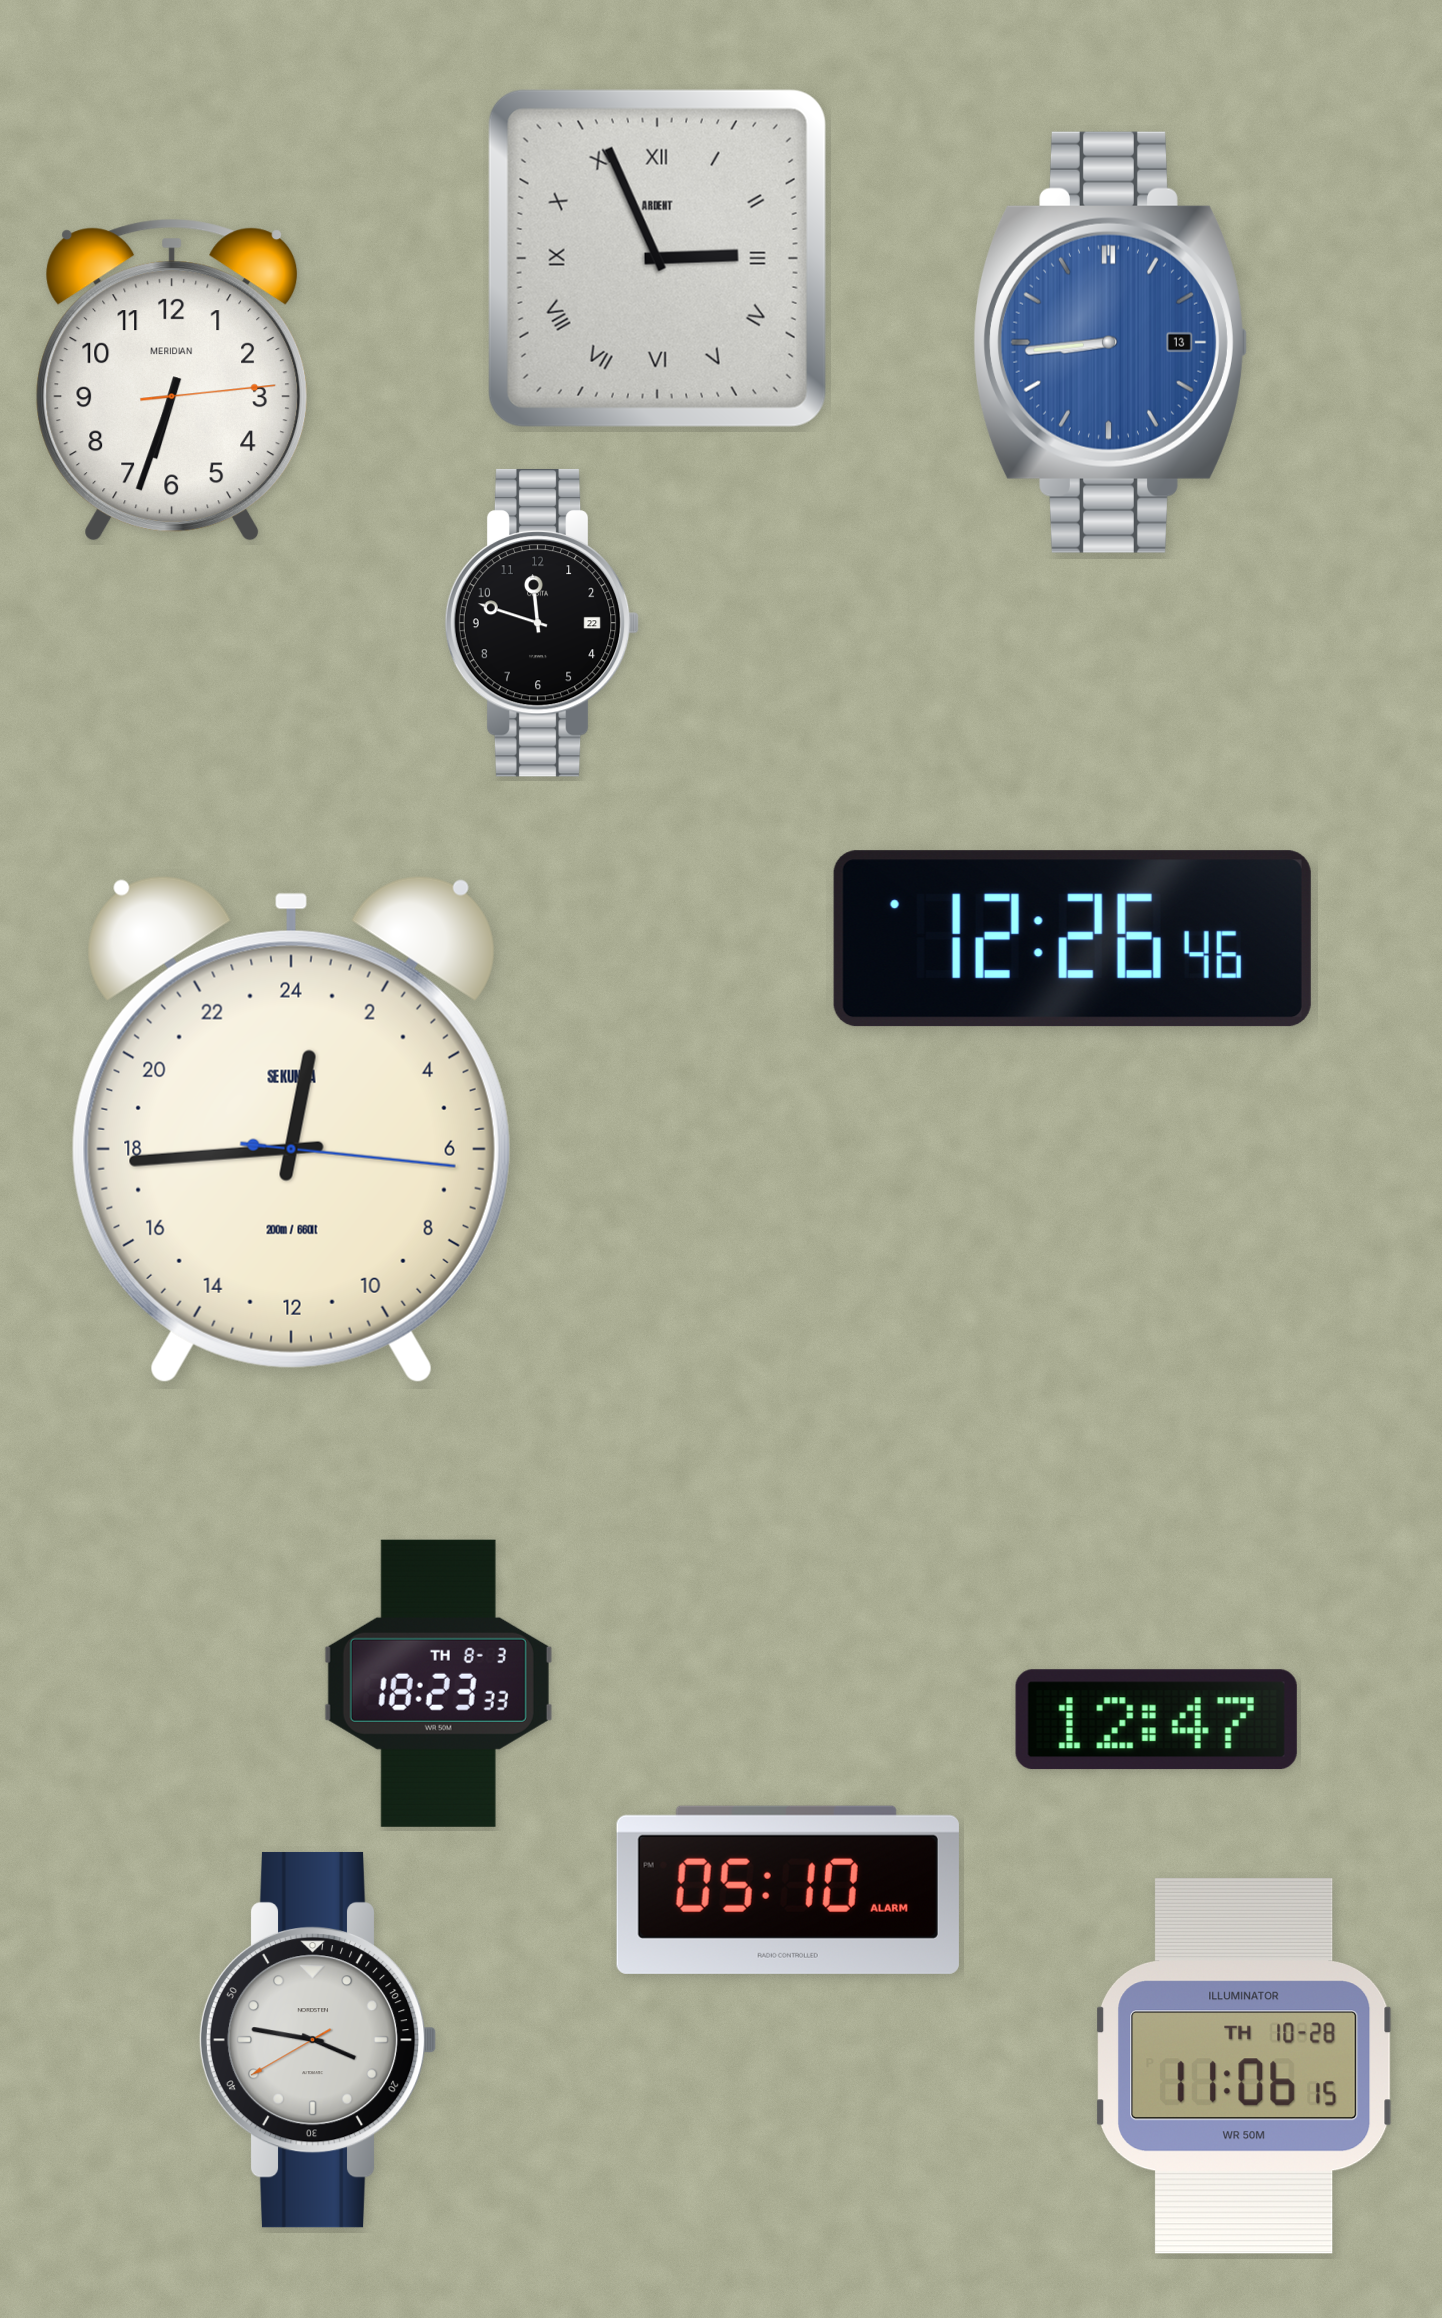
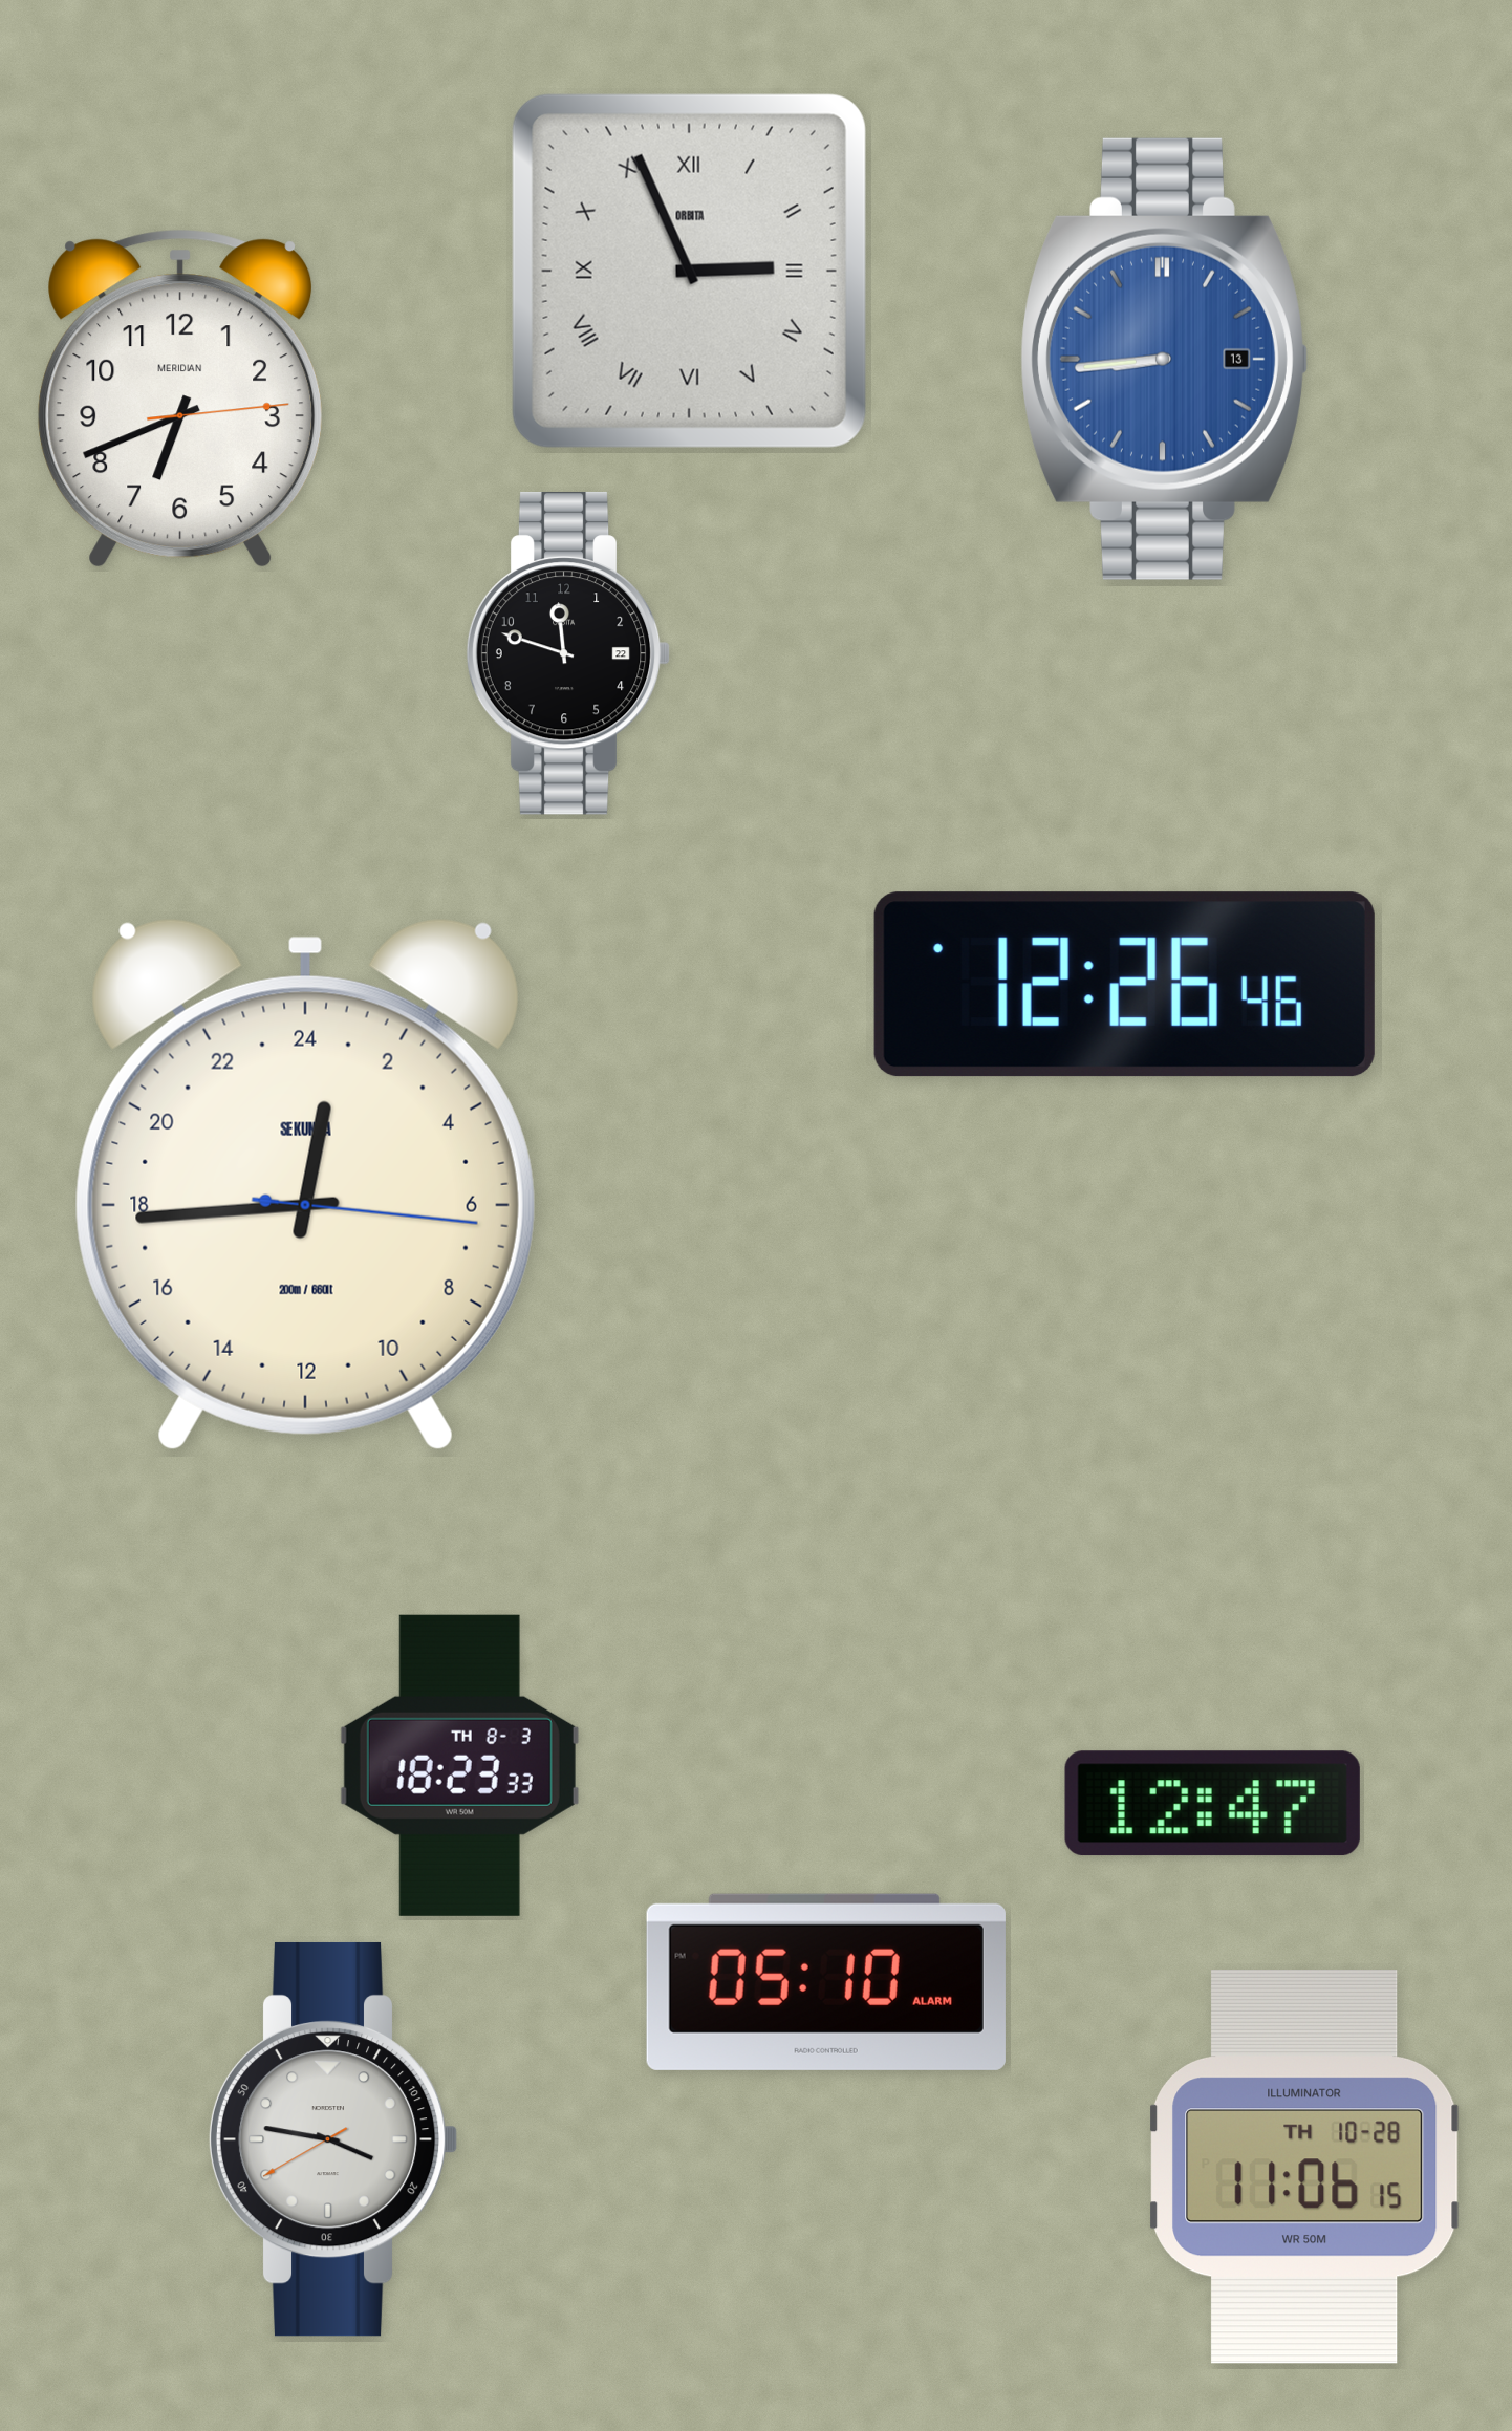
clock at (657, 258) brand: ARDENT -> ORBITA
clock at (172, 380): 6:33 -> 6:41
